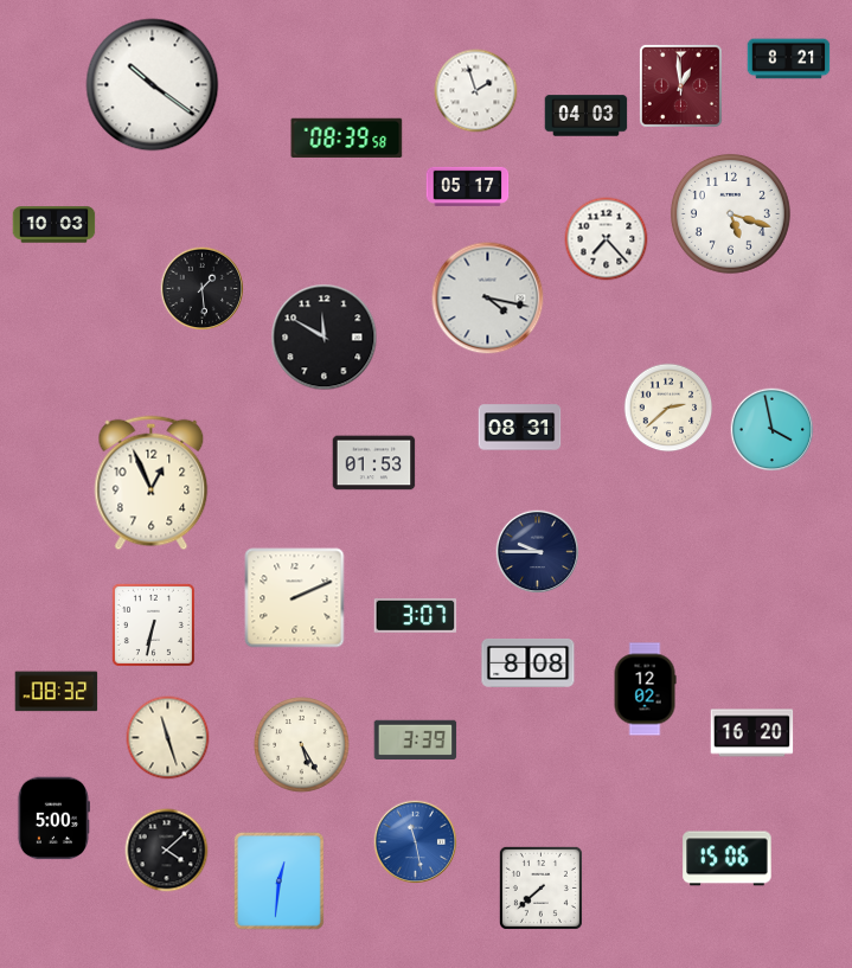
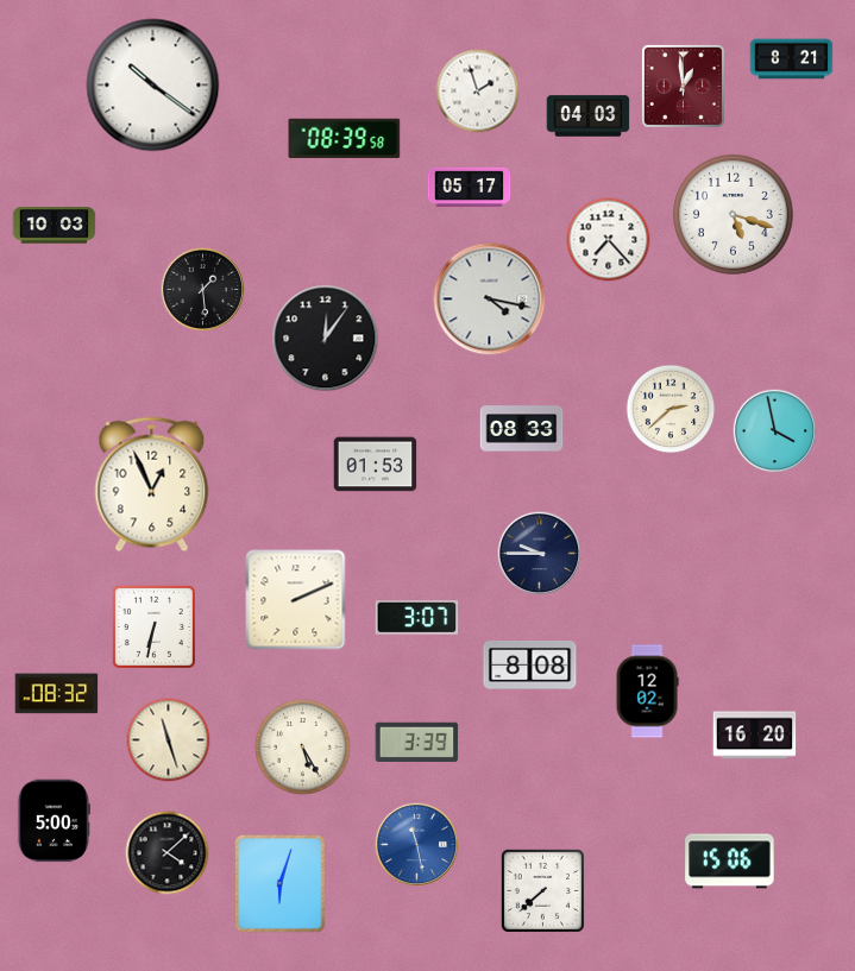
clock at (347, 137) position: (347, 137) -> (345, 138)
clock at (325, 338): 11:50 -> 12:06
clock at (520, 428): 08:31 -> 08:33
clock at (278, 882): 12:31 -> 6:03
